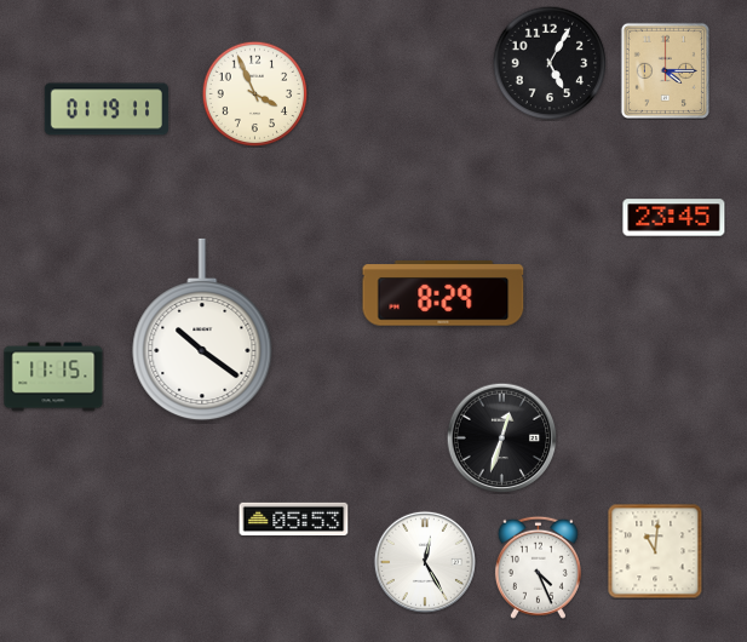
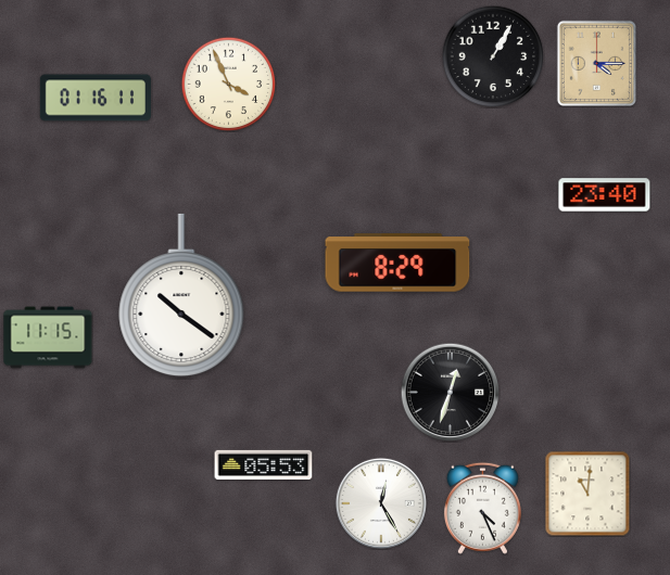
clock at (550, 63): 5:05 -> 1:05
clock at (107, 109): 01:19 -> 01:16
clock at (674, 218): 23:45 -> 23:40
